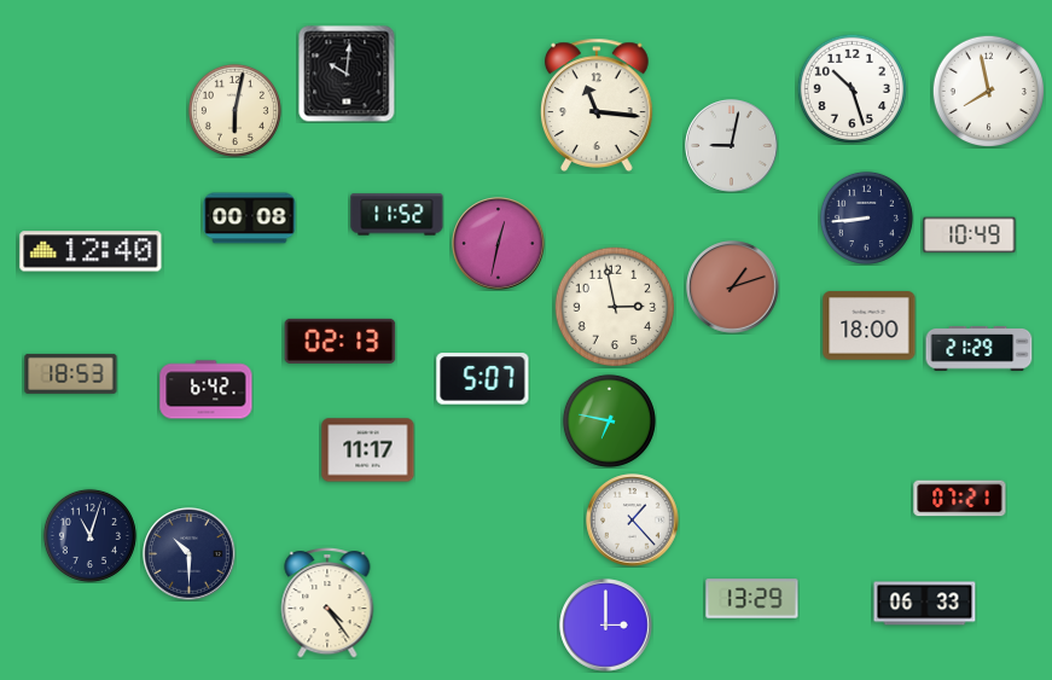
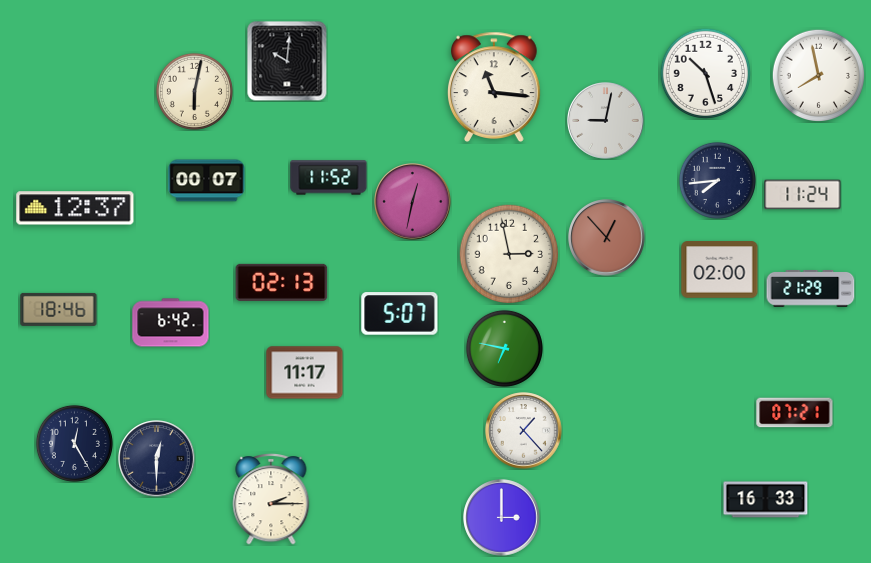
clock at (866, 217): 8:44 -> 7:44
clock at (250, 219): 00:08 -> 00:07
clock at (970, 236): 10:49 -> 11:24
clock at (91, 251): 12:40 -> 12:37
clock at (733, 287): 1:12 -> 12:53
clock at (870, 326): 18:00 -> 02:00
clock at (71, 373): 18:53 -> 18:46
clock at (89, 535): 11:03 -> 12:25
clock at (190, 554): 10:30 -> 12:30
clock at (752, 599): 13:29 -> none
clock at (327, 604): 4:24 -> 2:15
clock at (925, 604): 06:33 -> 16:33
